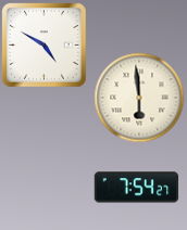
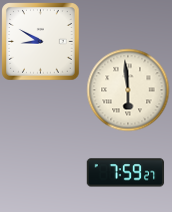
clock at (43, 44): 4:50 -> 8:50
clock at (136, 188): 7:54 -> 7:59
